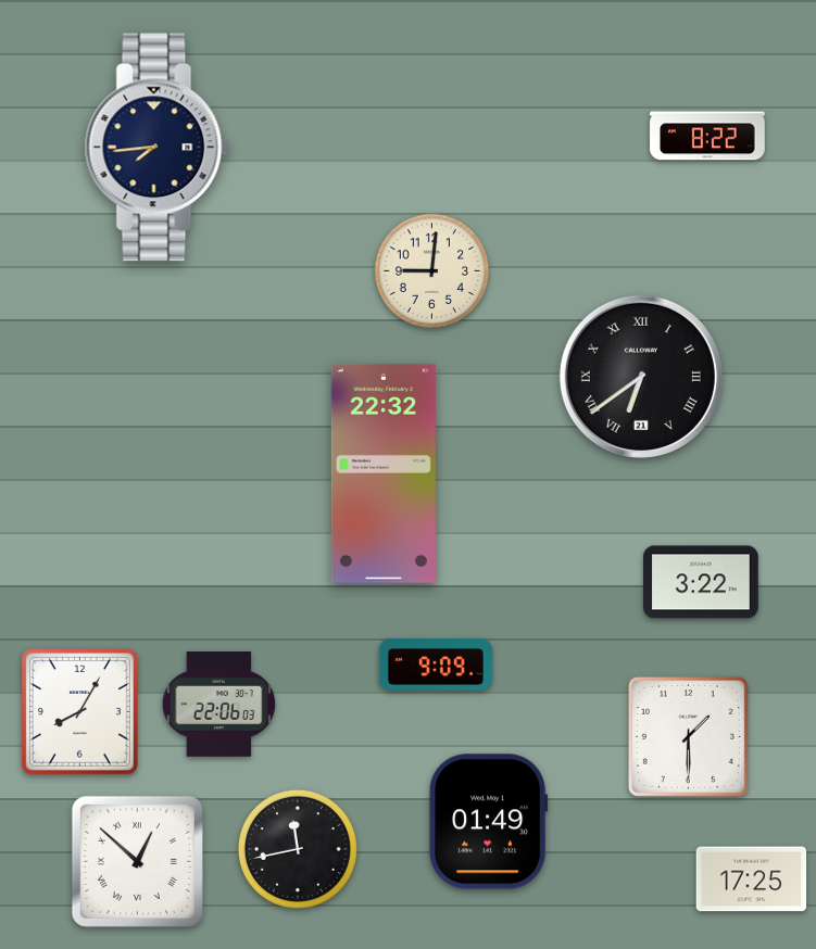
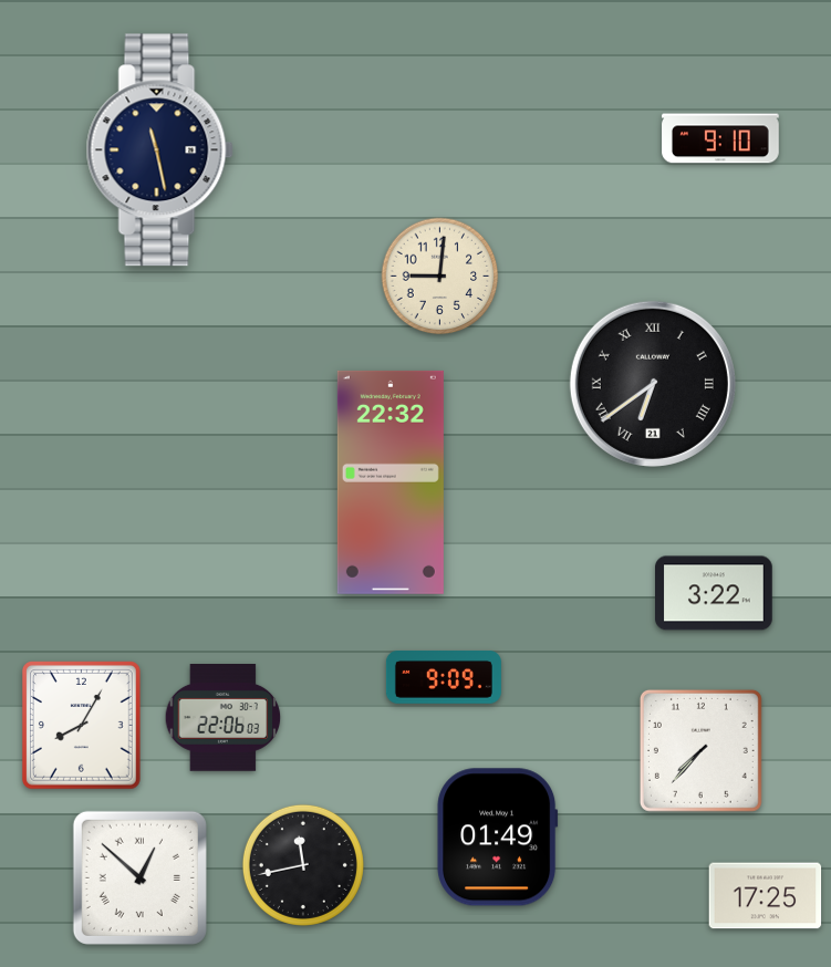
clock at (707, 136): 8:22 -> 9:10
clock at (156, 148): 7:44 -> 11:28
clock at (688, 736): 1:30 -> 7:37
